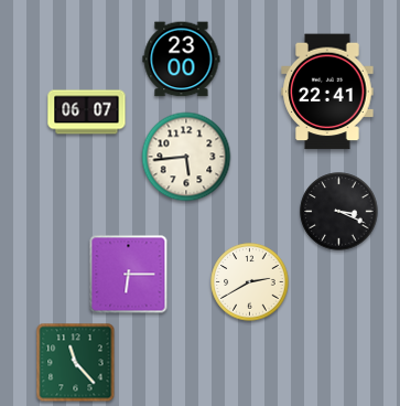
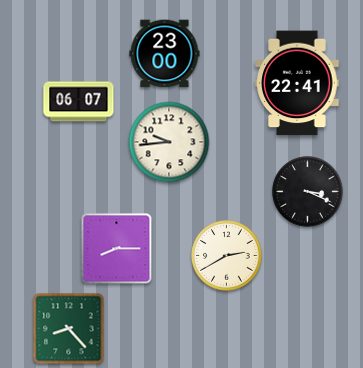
clock at (186, 157): 5:44 -> 9:44
clock at (129, 275): 6:15 -> 8:15
clock at (76, 363): 11:23 -> 8:23
